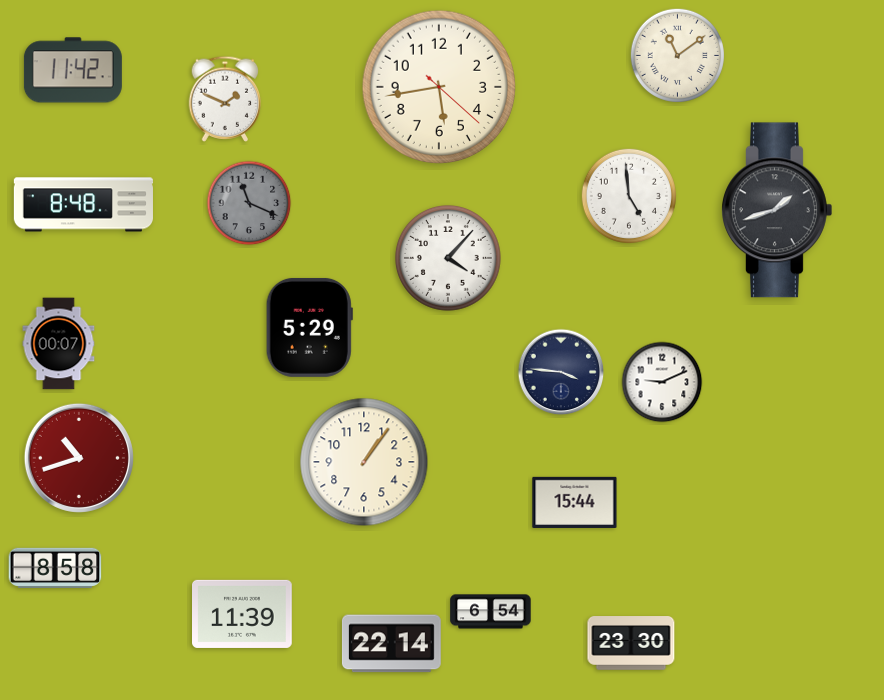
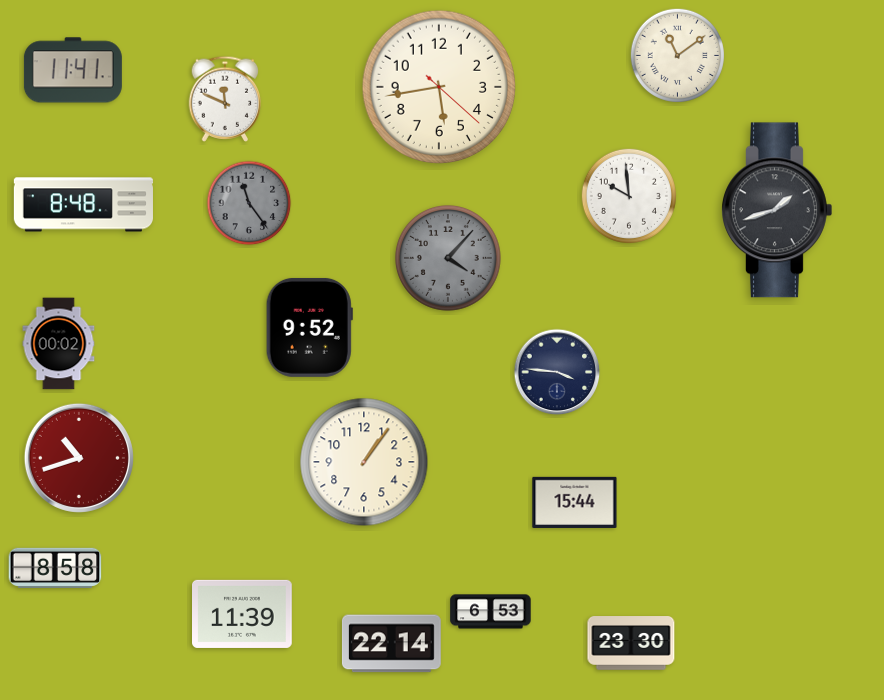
clock at (73, 70): 11:42 -> 11:41
clock at (225, 99): 1:49 -> 11:49
clock at (629, 196): 4:59 -> 9:59
clock at (249, 203): 11:19 -> 11:24
clock at (448, 258) dial: white -> grey
clock at (309, 327): 5:29 -> 9:52
clock at (59, 344): 00:07 -> 00:02
clock at (561, 372) position: (561, 372) -> (557, 372)
clock at (662, 382): 9:11 -> none
clock at (491, 612): 6:54 -> 6:53
